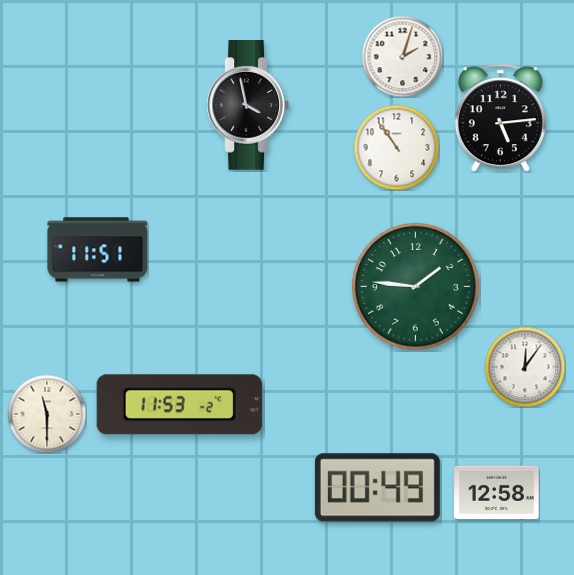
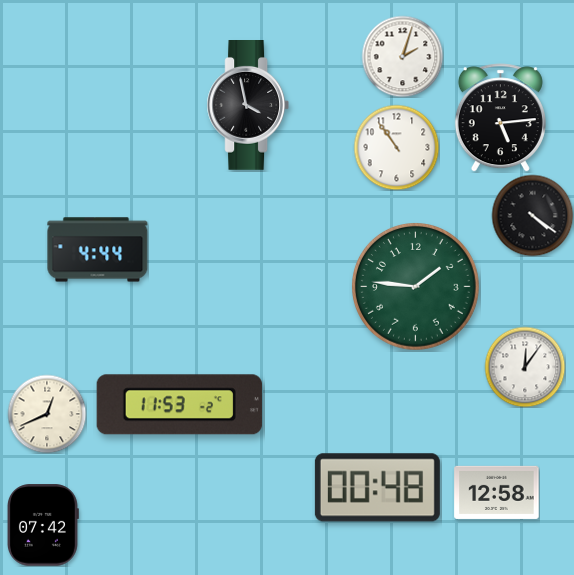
clock at (532, 215): none -> 4:21
clock at (98, 250): 11:51 -> 4:44
clock at (47, 414): 11:30 -> 12:41
clock at (377, 488): 00:49 -> 00:48
clock at (43, 525): none -> 07:42
